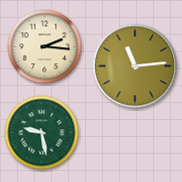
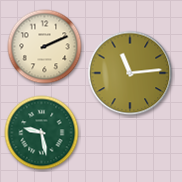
clock at (45, 47): 2:16 -> 2:11
clock at (135, 66) position: (135, 66) -> (130, 73)
